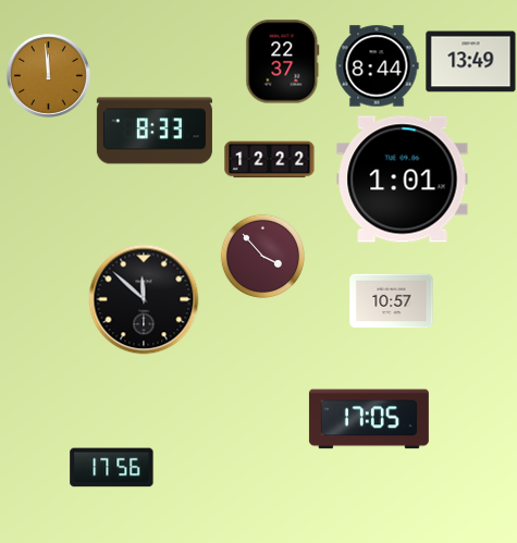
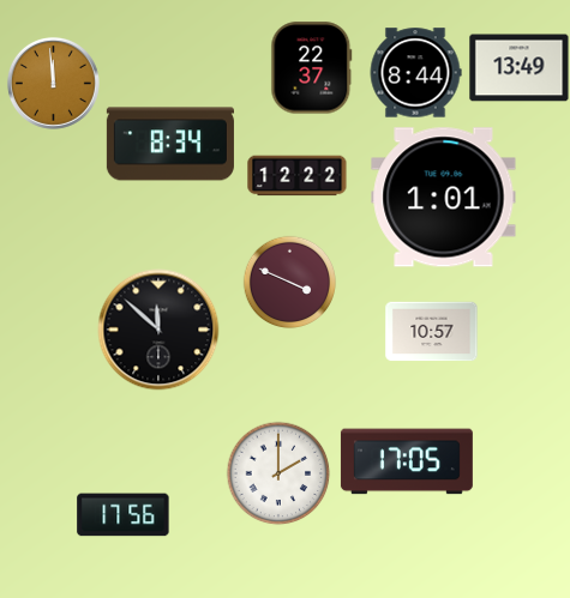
clock at (155, 131): 8:33 -> 8:34
clock at (262, 256): 3:53 -> 3:49
clock at (278, 473): none -> 2:00
